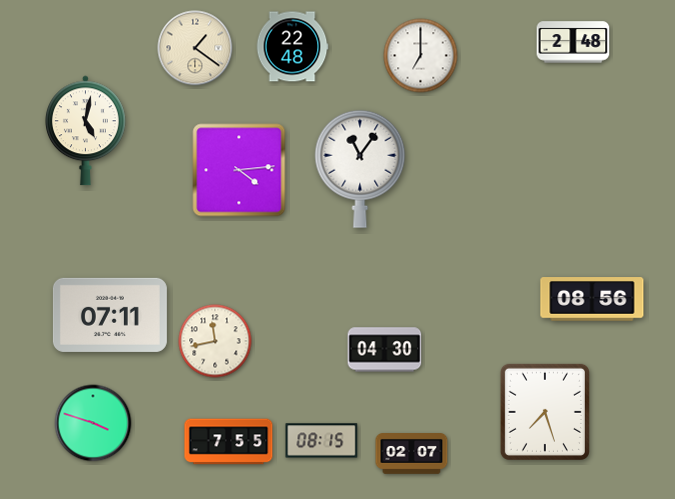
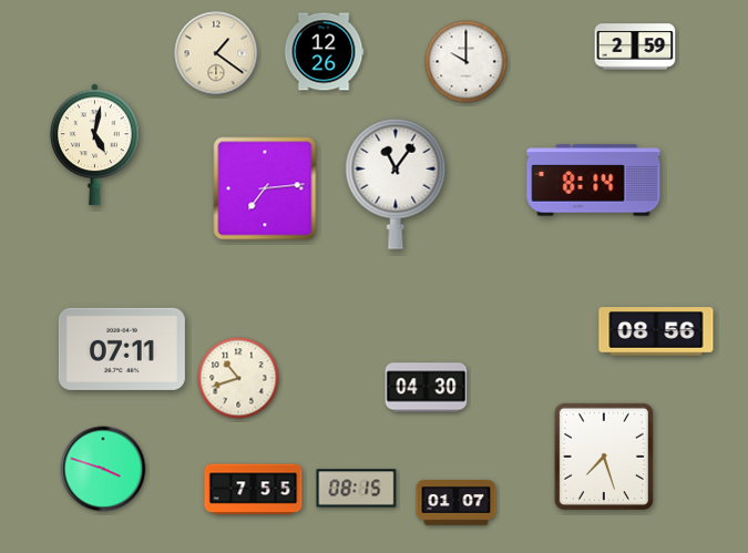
clock at (573, 42): 2:48 -> 2:59
clock at (292, 47): 22:48 -> 12:26
clock at (421, 56): 7:00 -> 10:00
clock at (594, 181): none -> 8:14
clock at (360, 169) position: (360, 169) -> (396, 184)
clock at (239, 170): 4:14 -> 7:14
clock at (215, 341): 11:43 -> 10:42
clock at (412, 454): 02:07 -> 01:07
